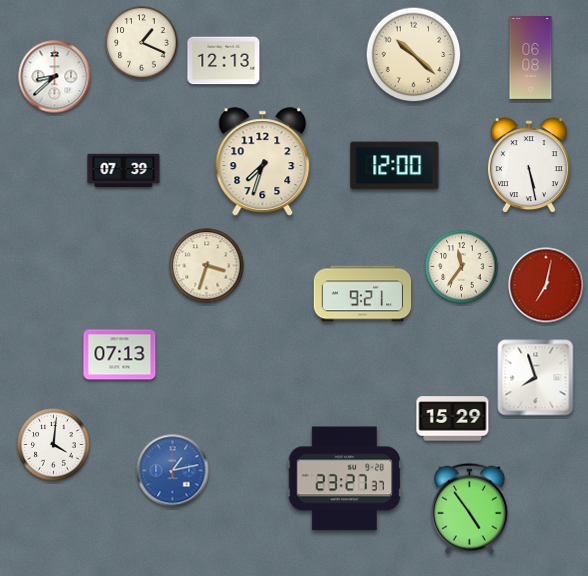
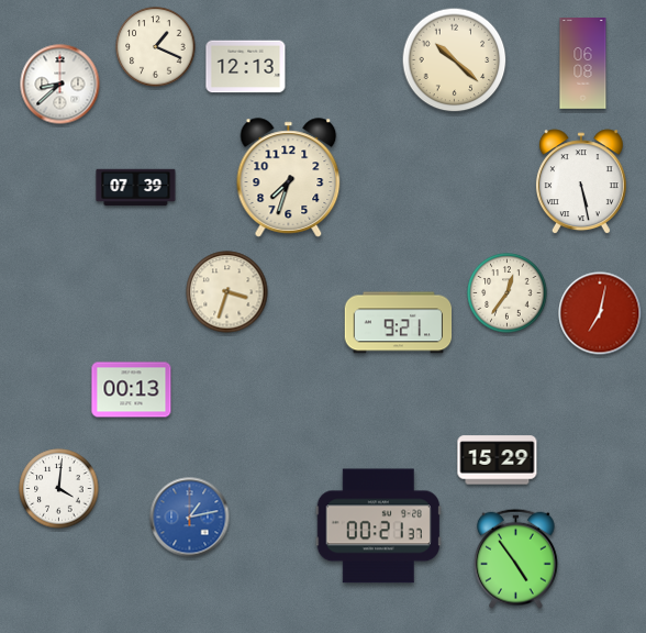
clock at (395, 166): 12:00 -> none
clock at (462, 267): 11:36 -> 12:36
clock at (120, 355): 07:13 -> 00:13
clock at (536, 378): 7:57 -> none
clock at (344, 479): 23:27 -> 00:21
